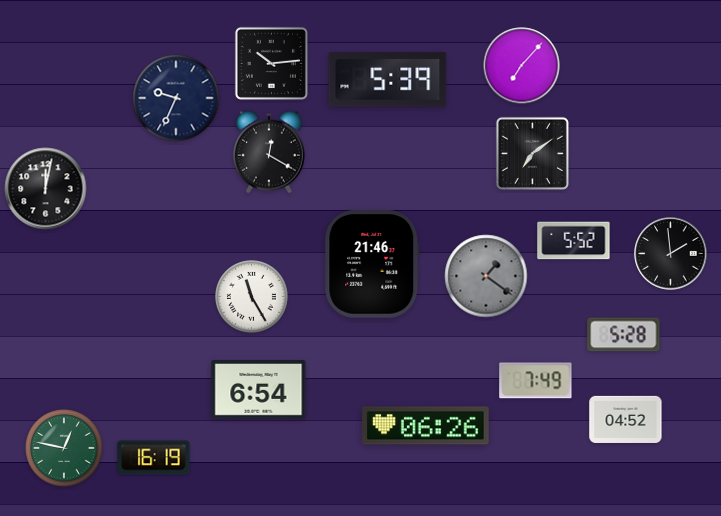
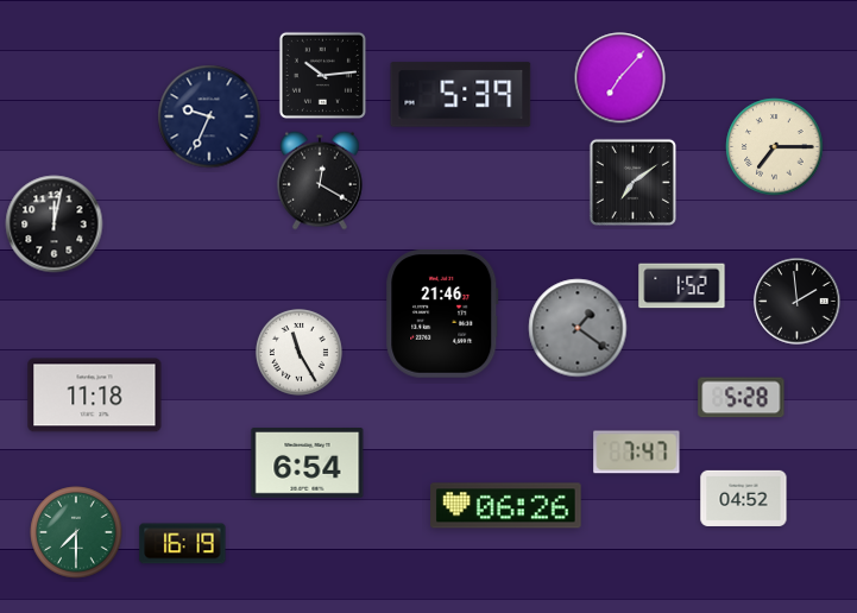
clock at (775, 147): none -> 7:15
clock at (574, 241): 5:52 -> 1:52
clock at (95, 396): none -> 11:18
clock at (536, 381): 7:49 -> 7:47
clock at (64, 448): 12:47 -> 7:30
